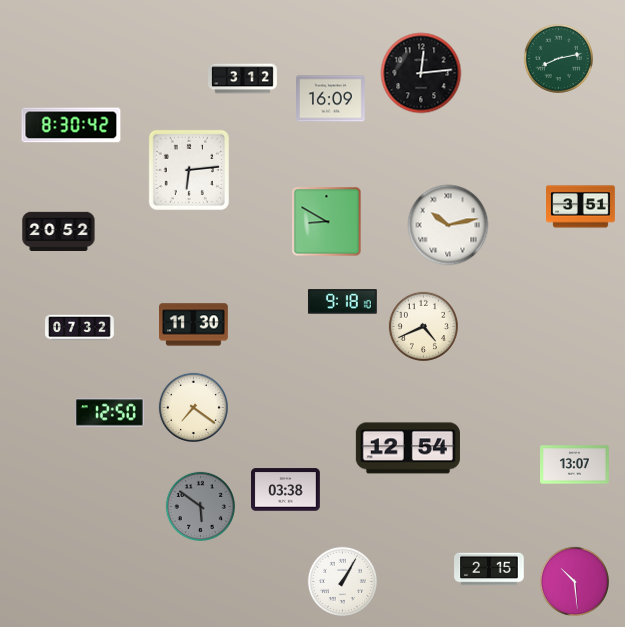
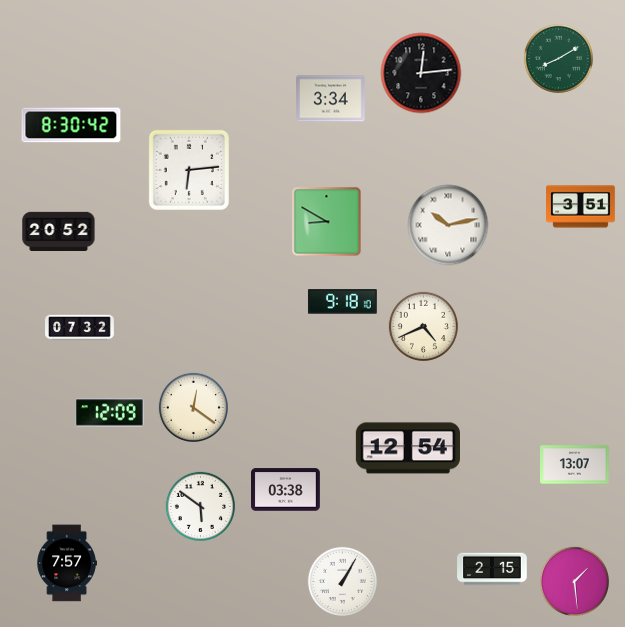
clock at (558, 58): 8:13 -> 8:10
clock at (243, 79): 3:12 -> none
clock at (331, 99): 16:09 -> 3:34
clock at (194, 325): 11:30 -> none
clock at (193, 407): 7:21 -> 12:21
clock at (110, 413): 12:50 -> 12:09
clock at (200, 506) dial: grey -> white
clock at (67, 563): none -> 7:57
clock at (489, 569) position: (489, 569) -> (492, 569)
clock at (574, 581): 10:29 -> 1:29
